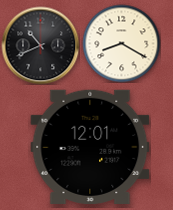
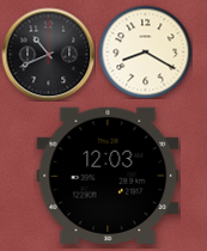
clock at (90, 147): 12:01 -> 12:03
